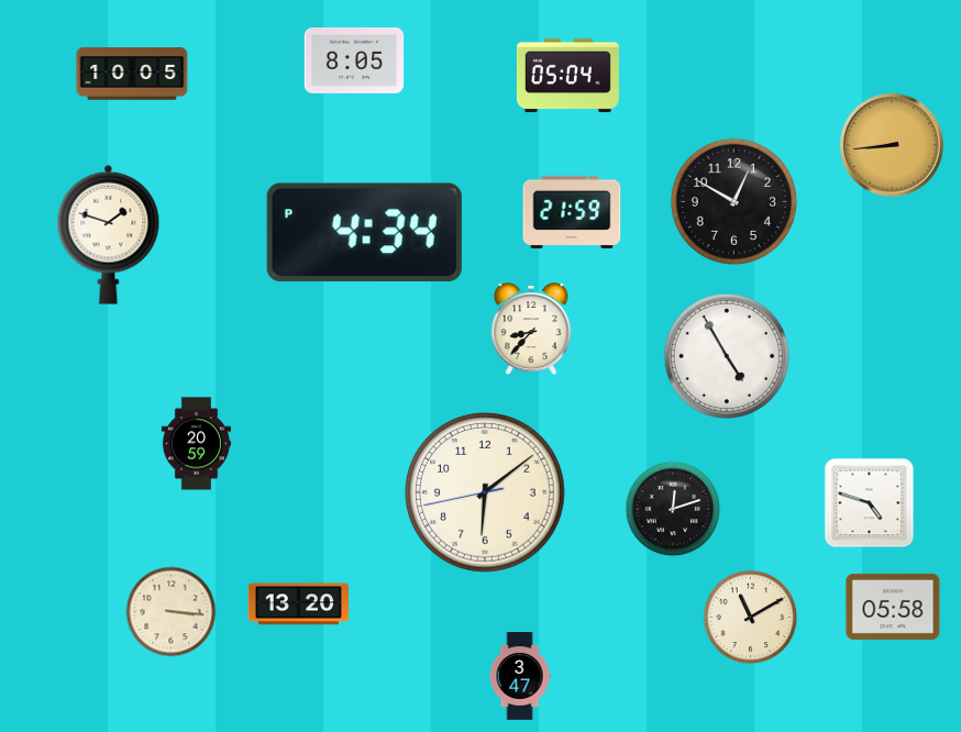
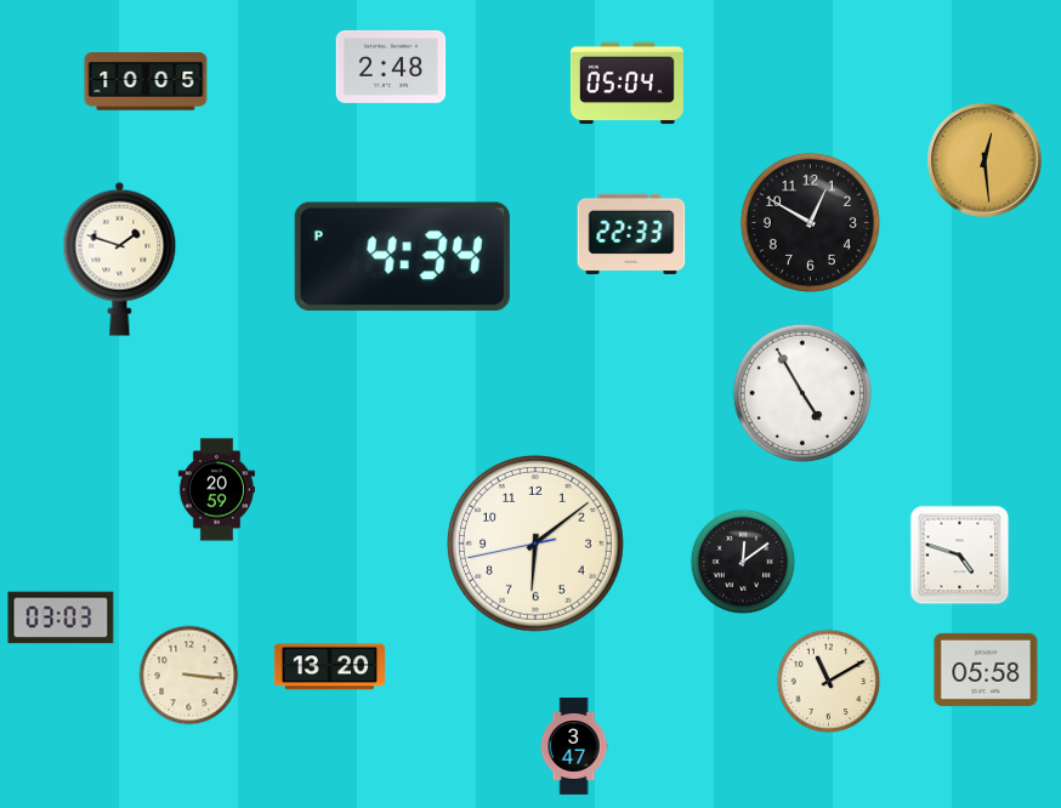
clock at (354, 60): 8:05 -> 2:48
clock at (893, 146): 8:44 -> 12:29
clock at (572, 212): 21:59 -> 22:33
clock at (531, 330): 8:37 -> none
clock at (673, 509): 12:12 -> 12:09
clock at (61, 618): none -> 03:03
